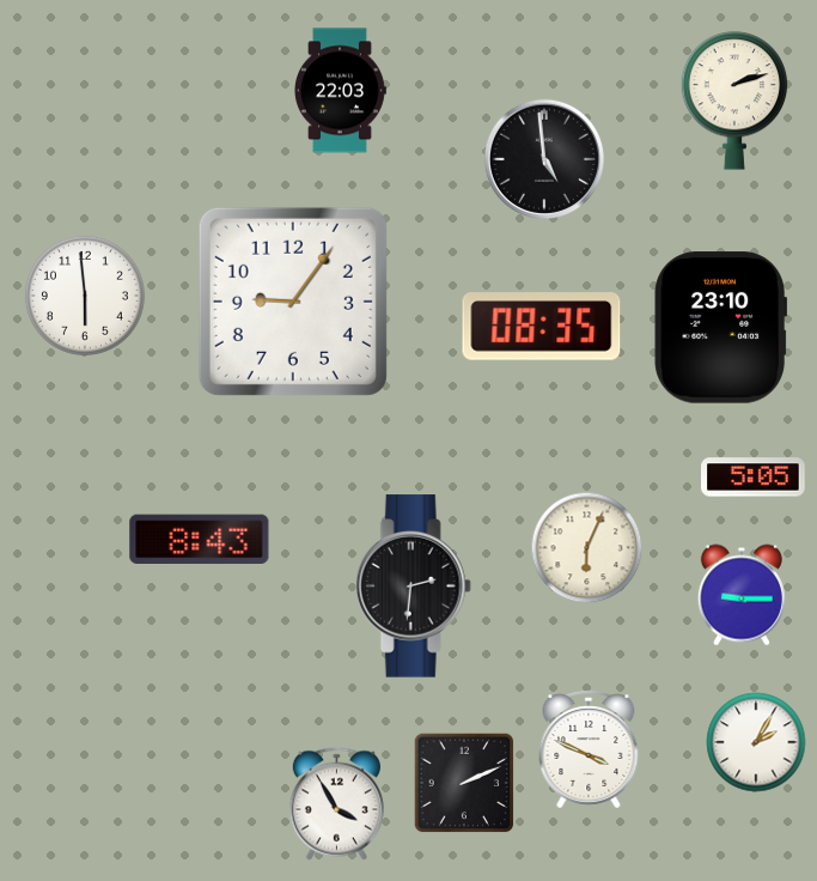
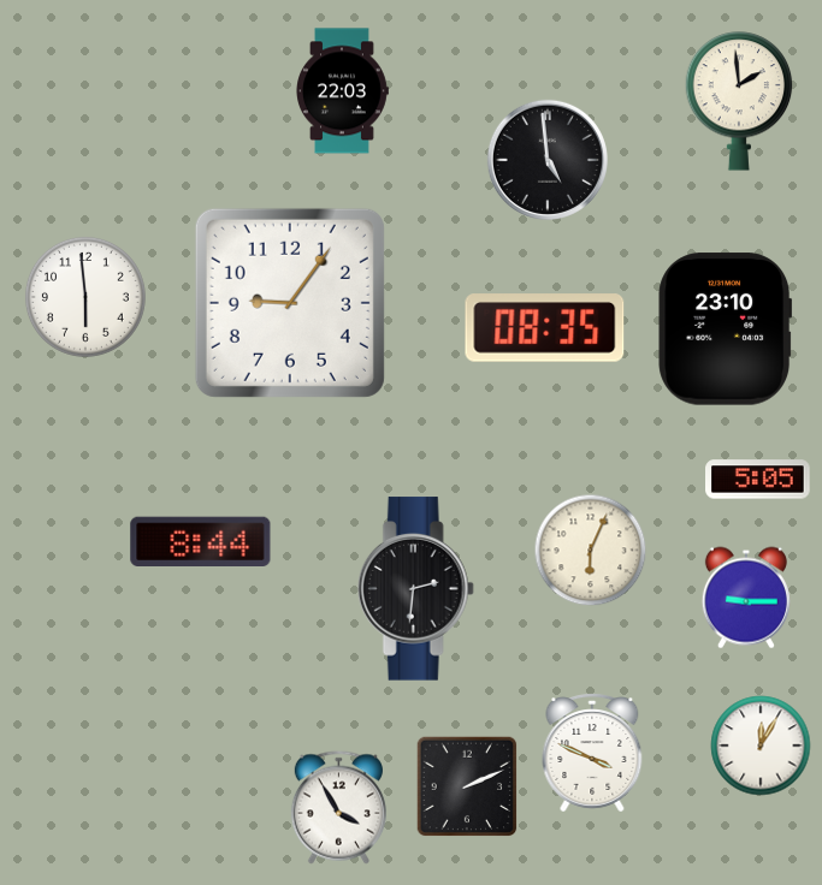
clock at (734, 101): 2:12 -> 1:59
clock at (293, 302) position: (293, 302) -> (290, 303)
clock at (200, 539): 8:43 -> 8:44
clock at (756, 742): 2:05 -> 12:05
